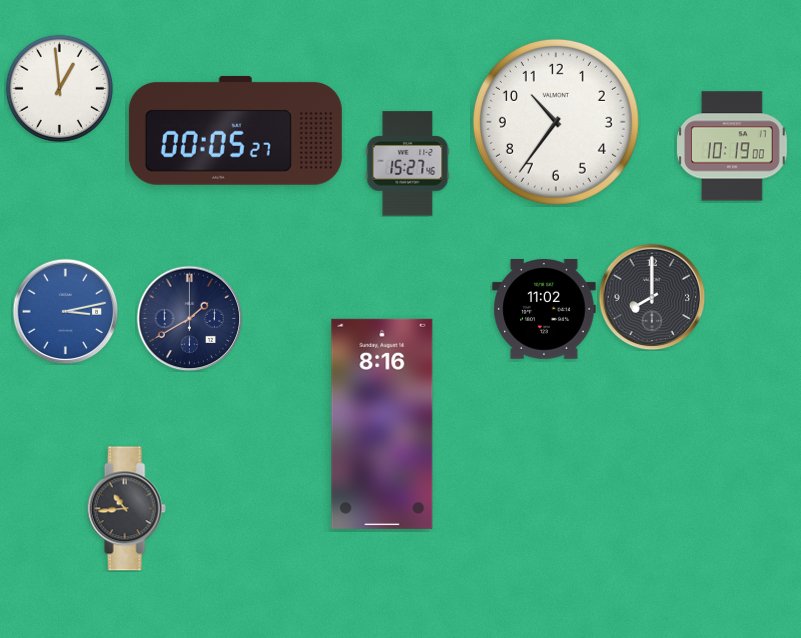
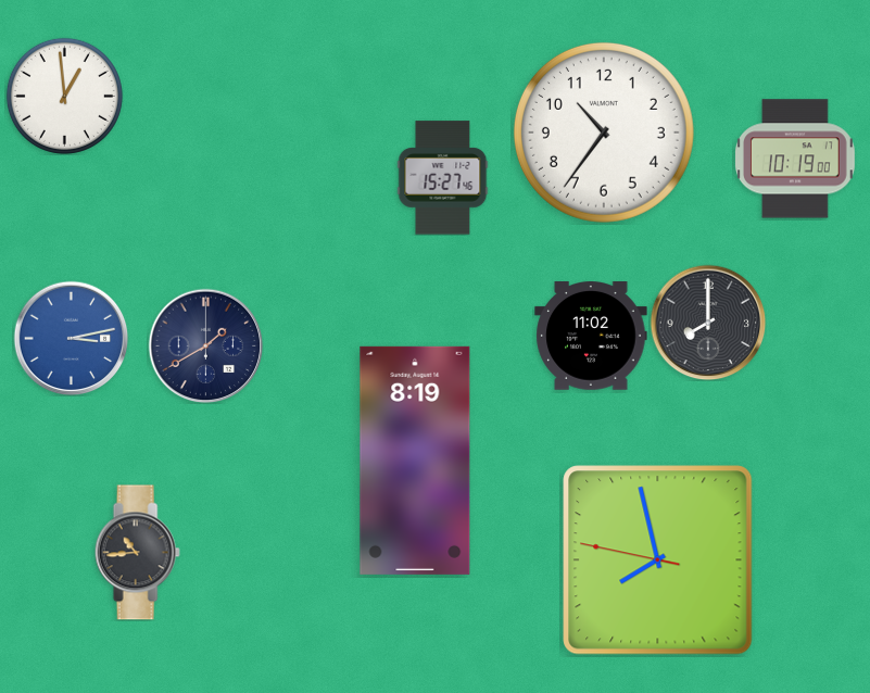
clock at (235, 130): 00:05 -> none
clock at (382, 424): 8:16 -> 8:19
clock at (658, 560): none -> 7:57
